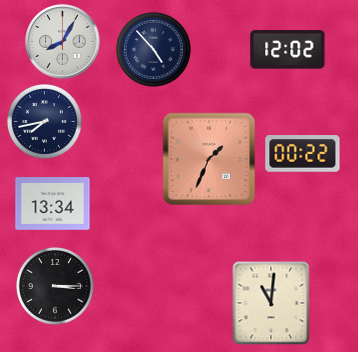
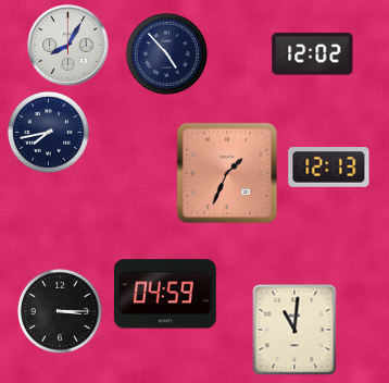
clock at (303, 154): 00:22 -> 12:13
clock at (53, 204): 13:34 -> none
clock at (165, 294): none -> 04:59
